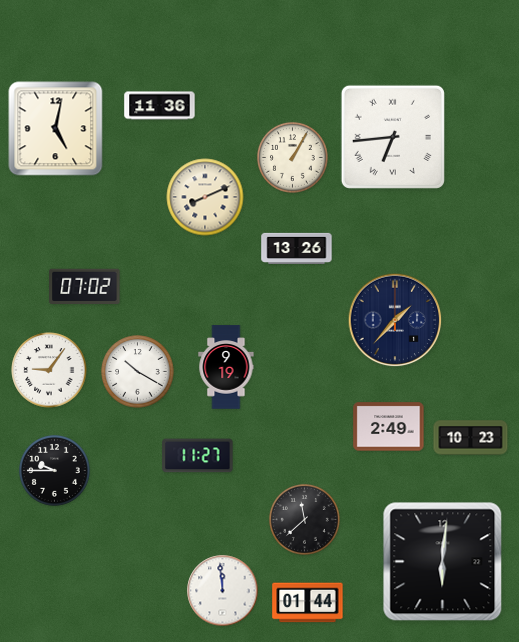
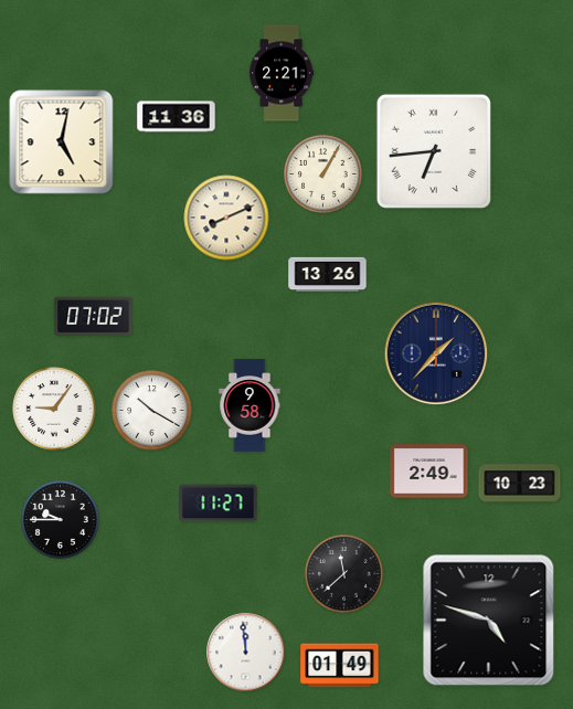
clock at (282, 73): none -> 2:21
clock at (226, 367): 9:19 -> 9:58
clock at (305, 520) position: (305, 520) -> (344, 574)
clock at (443, 562): 6:01 -> 4:48
clock at (308, 603): 01:44 -> 01:49
